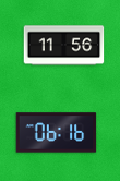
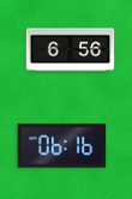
clock at (64, 46): 11:56 -> 6:56
